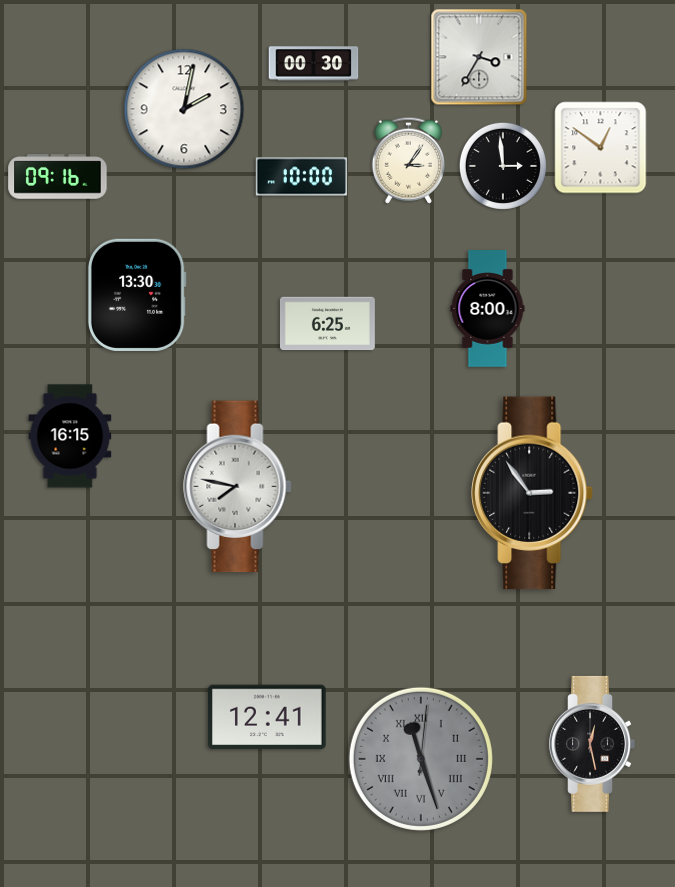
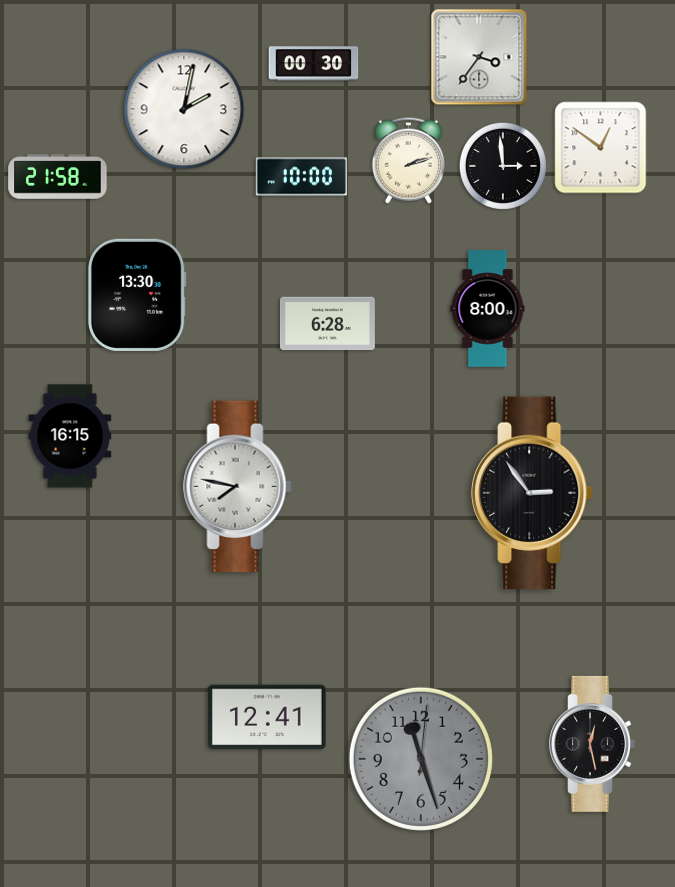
clock at (479, 57): 3:35 -> 3:36
clock at (408, 160): 3:06 -> 2:12
clock at (58, 177): 09:16 -> 21:58
clock at (327, 324): 6:25 -> 6:28
clock at (421, 759) numerals: Roman -> Arabic
